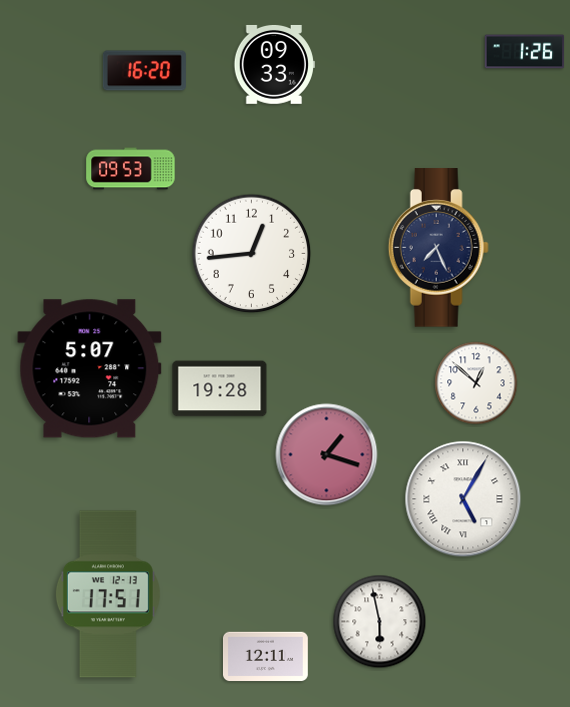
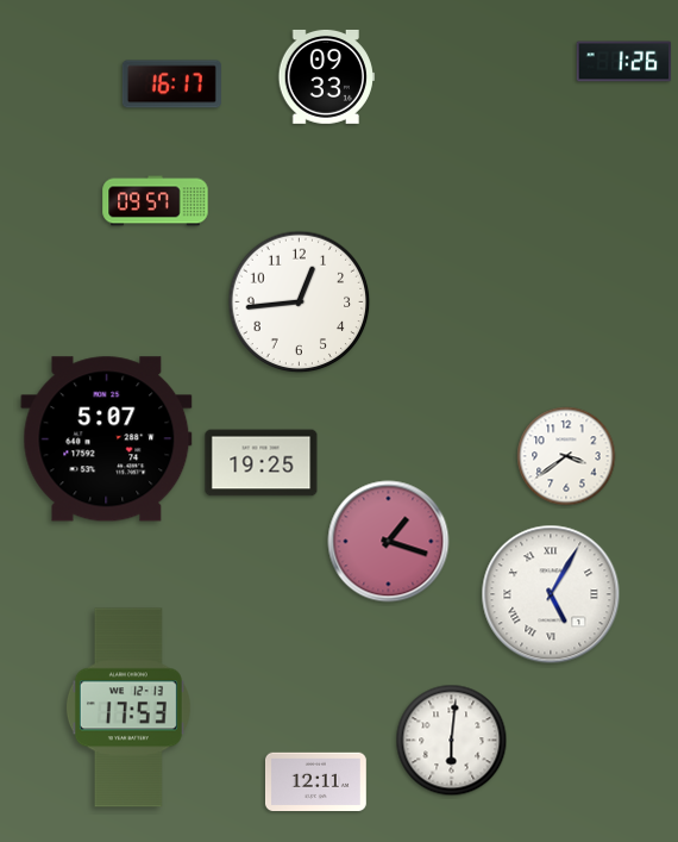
clock at (144, 71): 16:20 -> 16:17
clock at (131, 169): 09:53 -> 09:57
clock at (438, 248): 7:26 -> none
clock at (476, 383): 12:52 -> 3:39
clock at (220, 389): 19:28 -> 19:25
clock at (108, 594): 17:51 -> 17:53
clock at (380, 622): 5:58 -> 6:01
